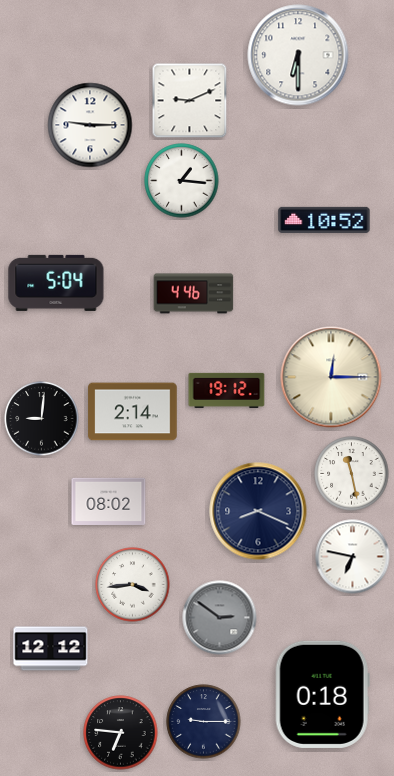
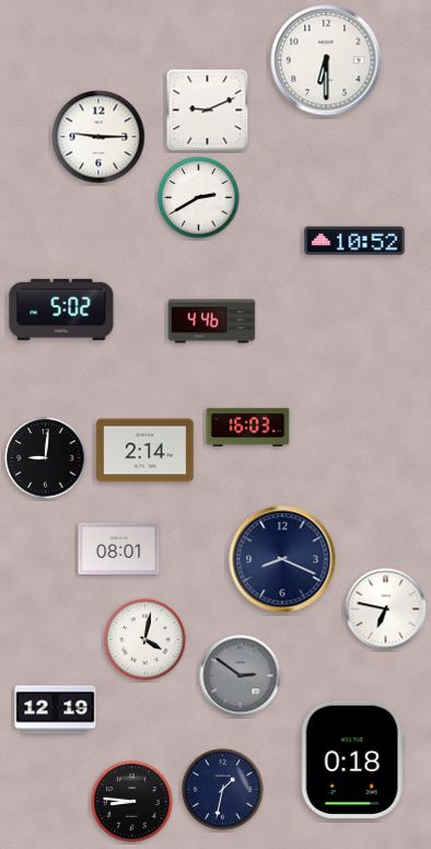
clock at (182, 181): 1:16 -> 2:40
clock at (56, 283): 5:04 -> 5:02
clock at (331, 377): 12:15 -> none
clock at (227, 390): 19:12 -> 16:03
clock at (352, 474): 11:28 -> none
clock at (109, 501): 08:02 -> 08:01
clock at (133, 585): 3:44 -> 4:02
clock at (51, 649): 12:12 -> 12:19
clock at (204, 722): 9:15 -> 1:32
clock at (121, 733): 6:46 -> 8:46
